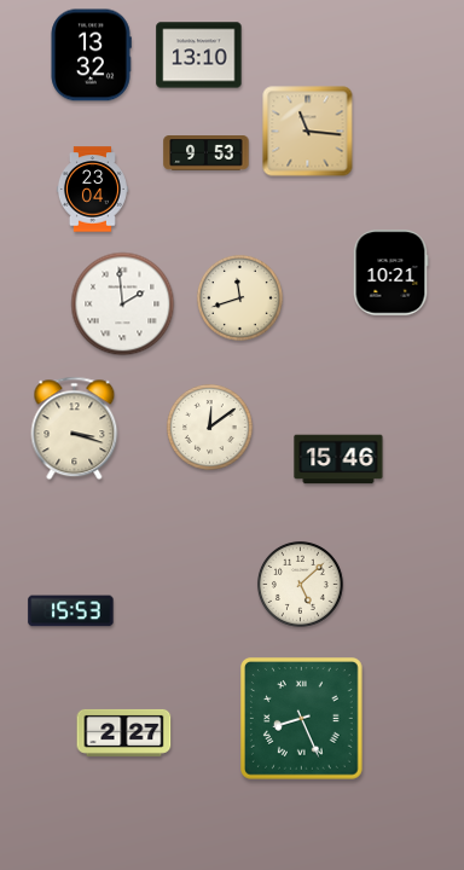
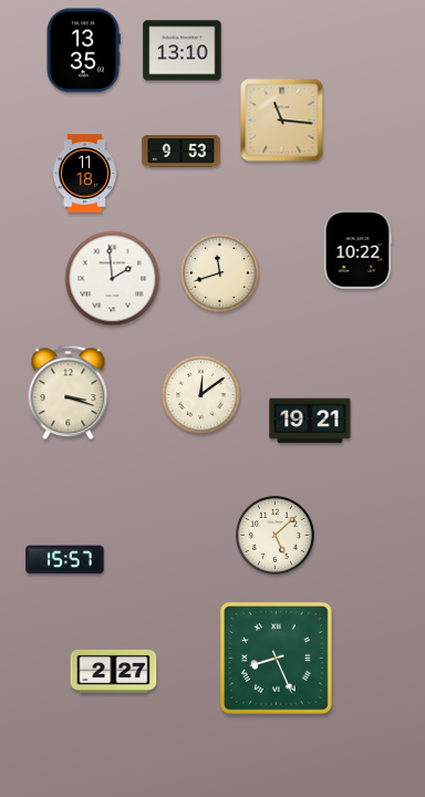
clock at (91, 56): 13:32 -> 13:35
clock at (207, 153) position: (207, 153) -> (182, 152)
clock at (92, 190): 23:04 -> 11:18
clock at (390, 273): 10:21 -> 10:22
clock at (209, 427) position: (209, 427) -> (200, 394)
clock at (338, 459): 15:46 -> 19:21
clock at (71, 611): 15:53 -> 15:57
